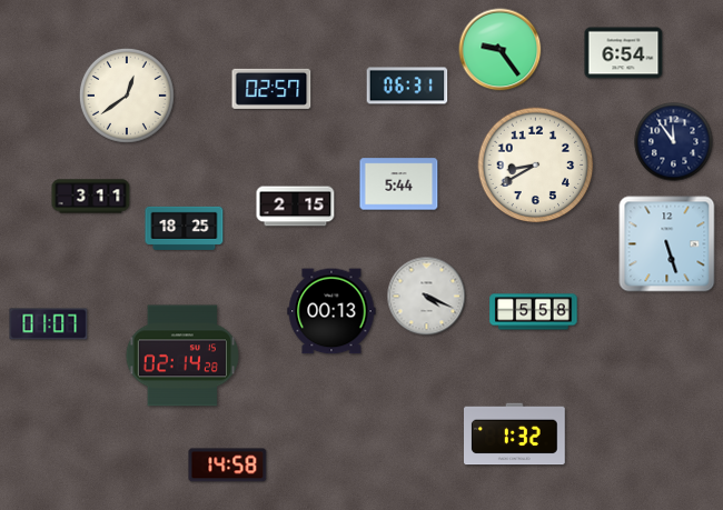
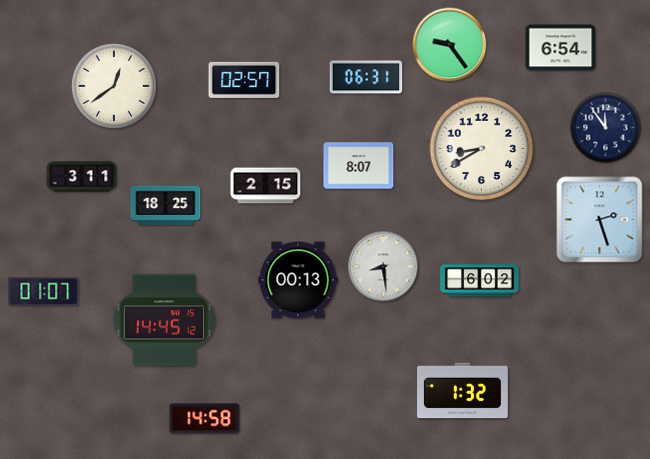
clock at (399, 184): 5:44 -> 8:07
clock at (667, 244): 5:27 -> 2:27
clock at (427, 297): 4:19 -> 8:29
clock at (534, 312): 5:58 -> 6:02
clock at (181, 356): 02:14 -> 14:45
